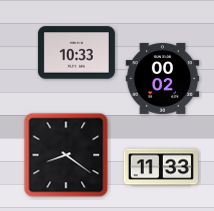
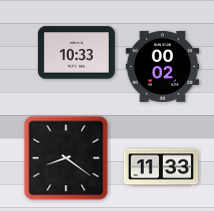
clock at (163, 79) position: (163, 79) -> (163, 67)
clock at (66, 155) position: (66, 155) -> (66, 158)
